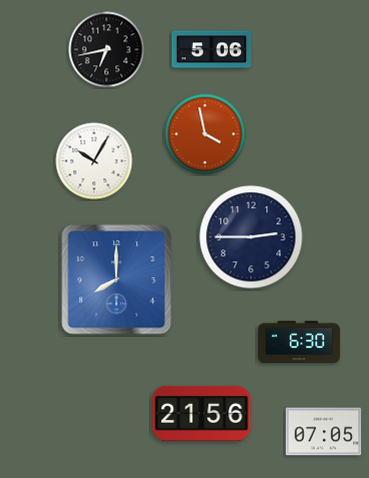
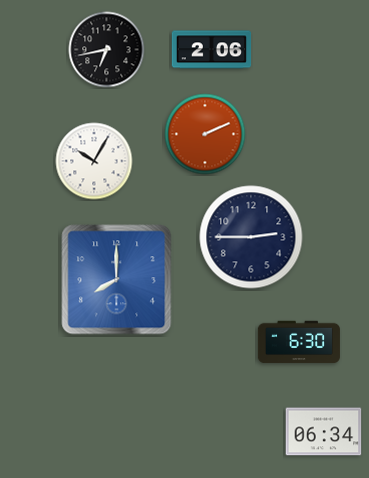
clock at (212, 50): 5:06 -> 2:06
clock at (205, 134): 3:58 -> 2:11
clock at (202, 413): 21:56 -> none
clock at (324, 432): 07:05 -> 06:34
